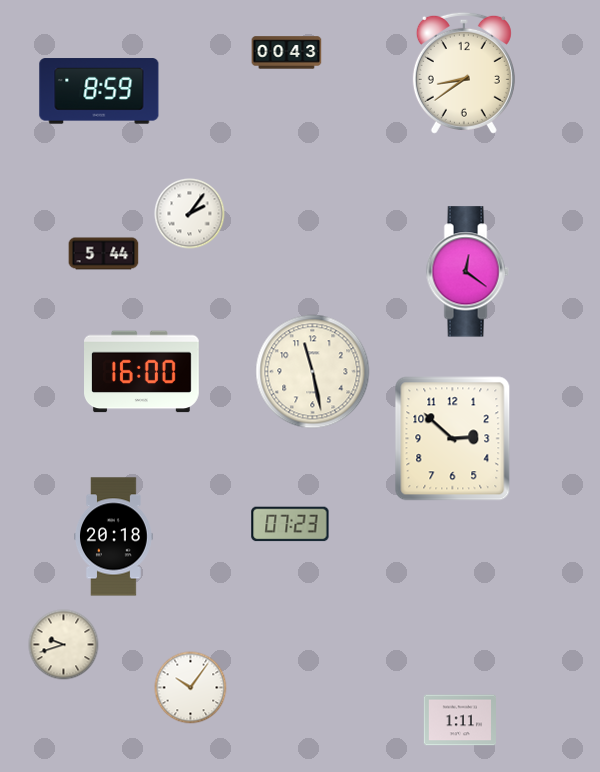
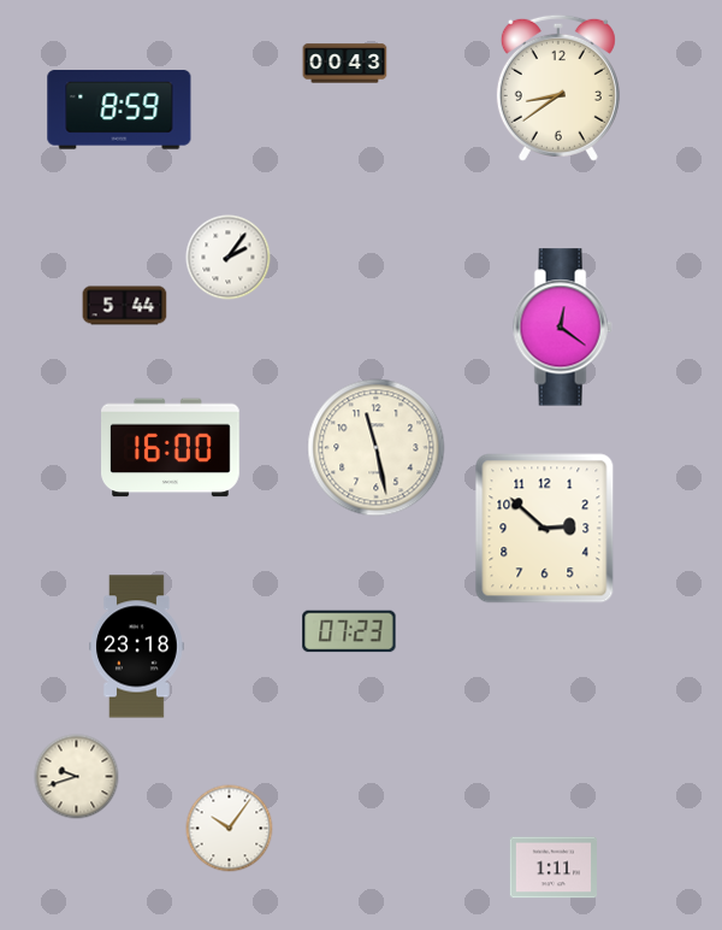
clock at (114, 537): 20:18 -> 23:18
